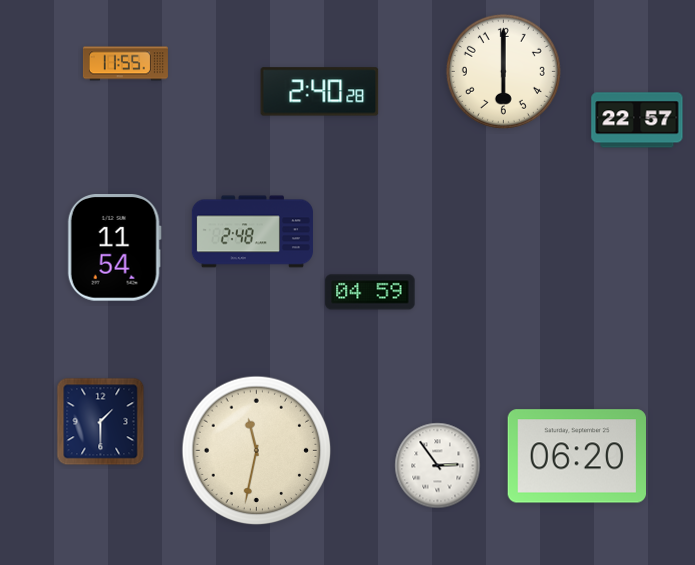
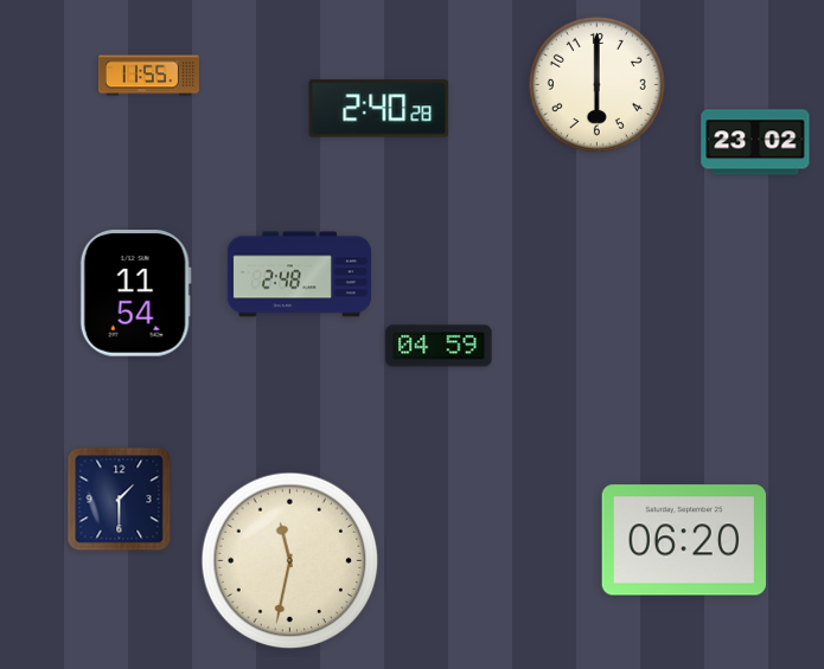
clock at (637, 120): 22:57 -> 23:02
clock at (257, 451) position: (257, 451) -> (290, 561)
clock at (438, 466): 2:54 -> none
